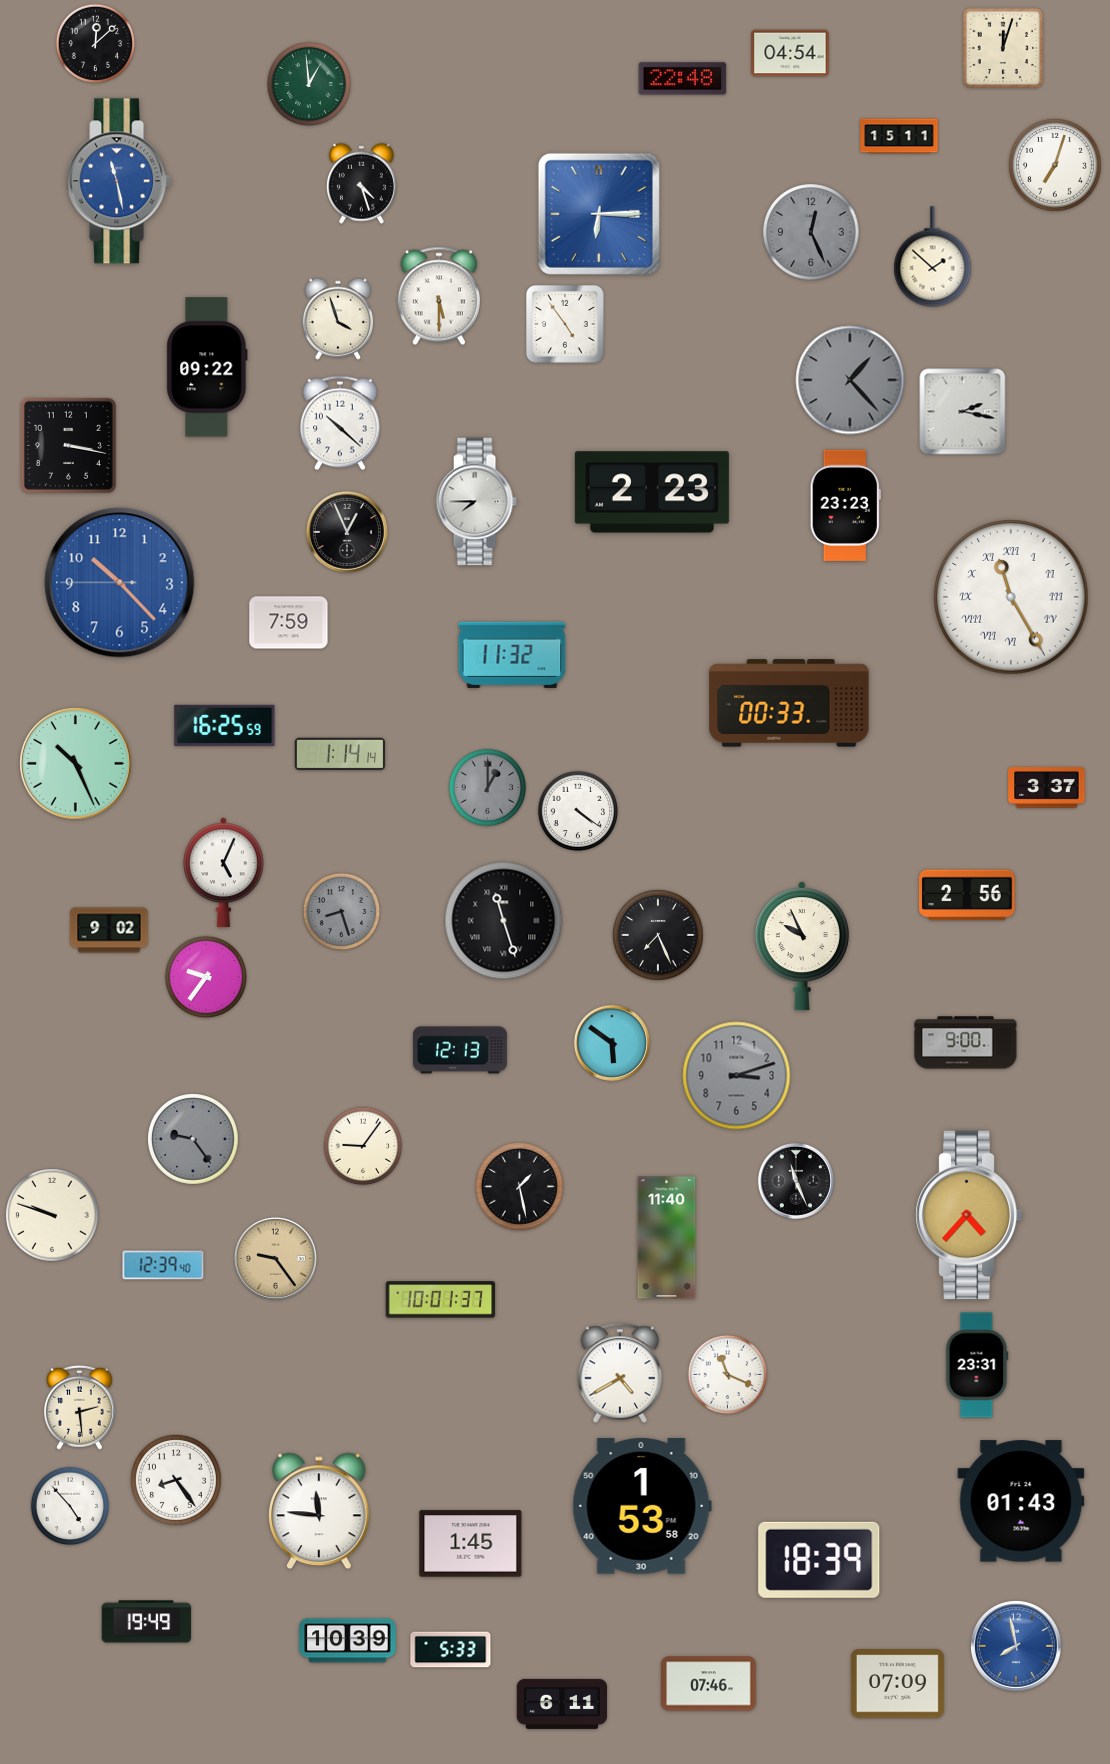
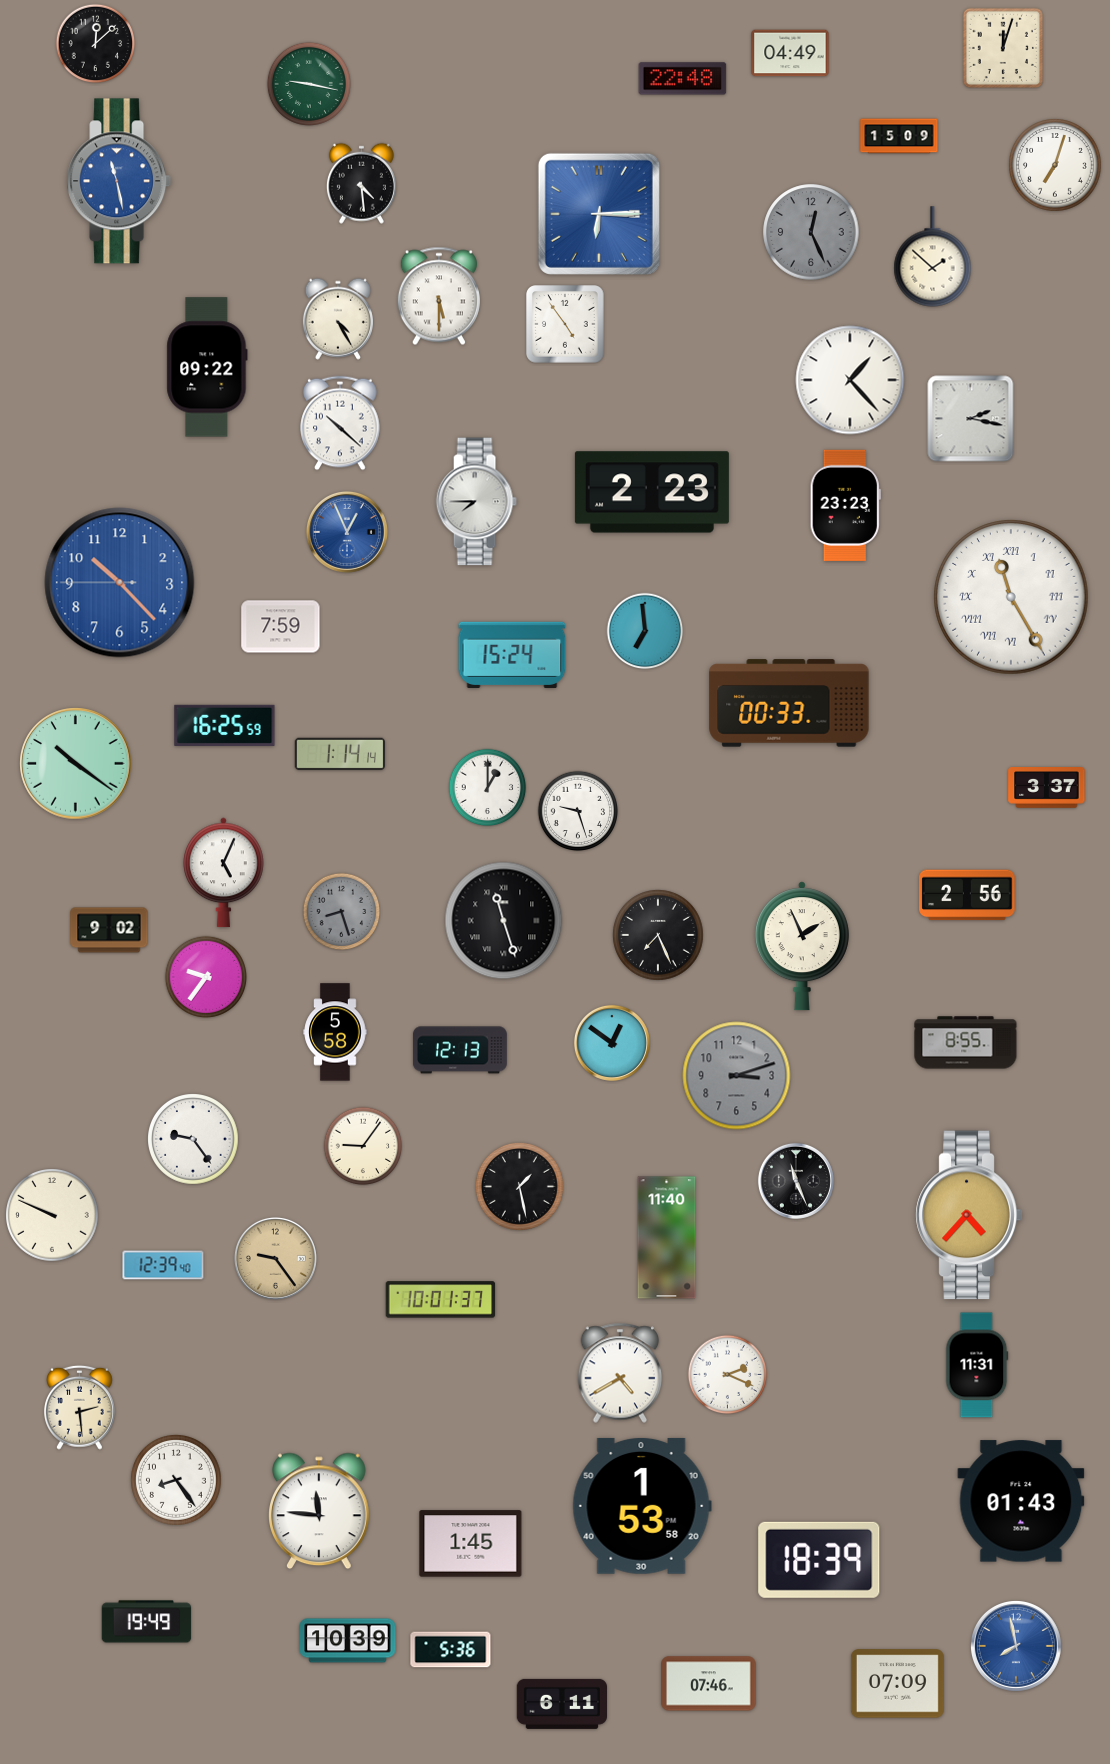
clock at (790, 53): 04:54 -> 04:49
clock at (309, 84): 12:59 -> 9:17
clock at (899, 136): 15:11 -> 15:09
clock at (361, 183): 4:27 -> 4:29
clock at (338, 319): 3:57 -> 4:25
clock at (850, 380) dial: grey -> white
clock at (963, 412) position: (963, 412) -> (971, 419)
clock at (68, 445): 3:17 -> none
clock at (347, 532) dial: black -> blue
clock at (289, 623) position: (289, 623) -> (281, 627)
clock at (645, 631): none -> 6:59
clock at (512, 655): 11:32 -> 15:24
clock at (76, 764): 10:26 -> 10:21
clock at (488, 788) dial: grey -> white
clock at (578, 811): 4:21 -> 9:27
clock at (802, 946): 9:56 -> 1:56
clock at (335, 1032): none -> 5:58
clock at (612, 1043): 5:51 -> 12:51
clock at (966, 1043): 9:00 -> 8:55
clock at (194, 1140) dial: grey -> white
clock at (52, 1215): 9:48 -> 9:49
clock at (977, 1365): 23:31 -> 11:31
clock at (728, 1375): 11:19 -> 2:19
clock at (70, 1506): 4:53 -> none
clock at (451, 1650): 5:33 -> 5:36
